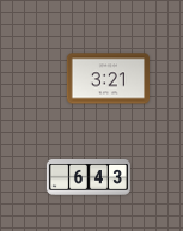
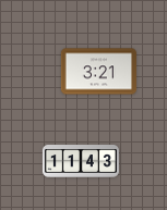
clock at (89, 178): 6:43 -> 11:43
